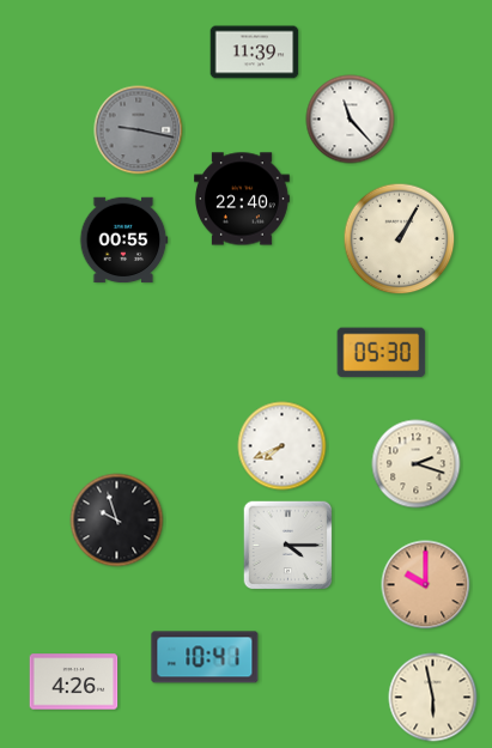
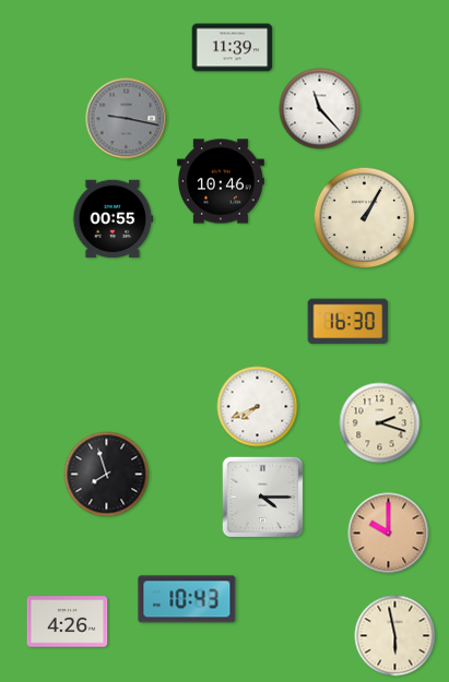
clock at (243, 199): 22:40 -> 10:46
clock at (382, 353): 05:30 -> 16:30
clock at (117, 521): 9:57 -> 7:57
clock at (205, 657): 10:41 -> 10:43
